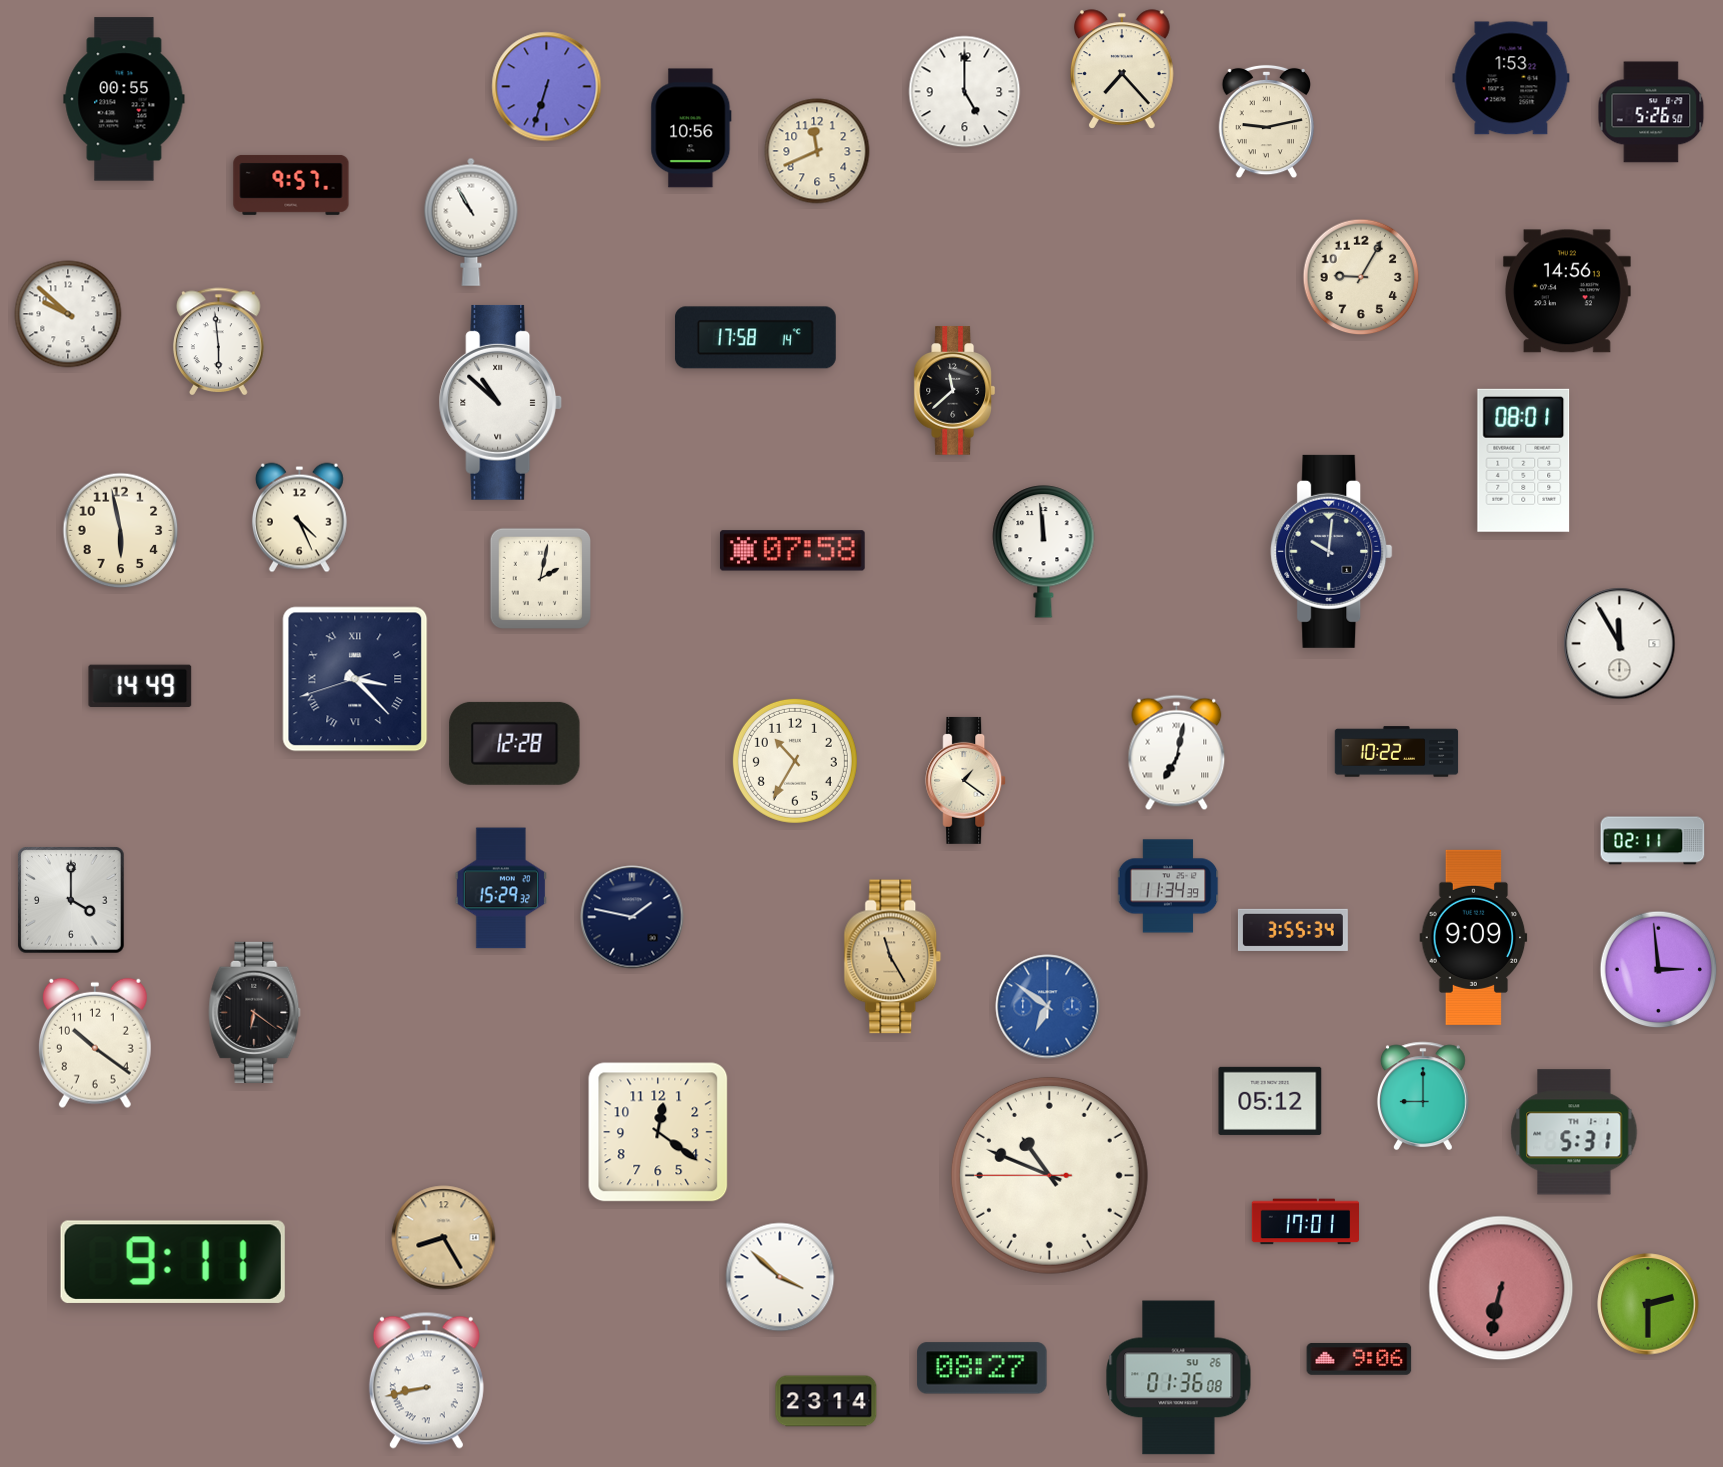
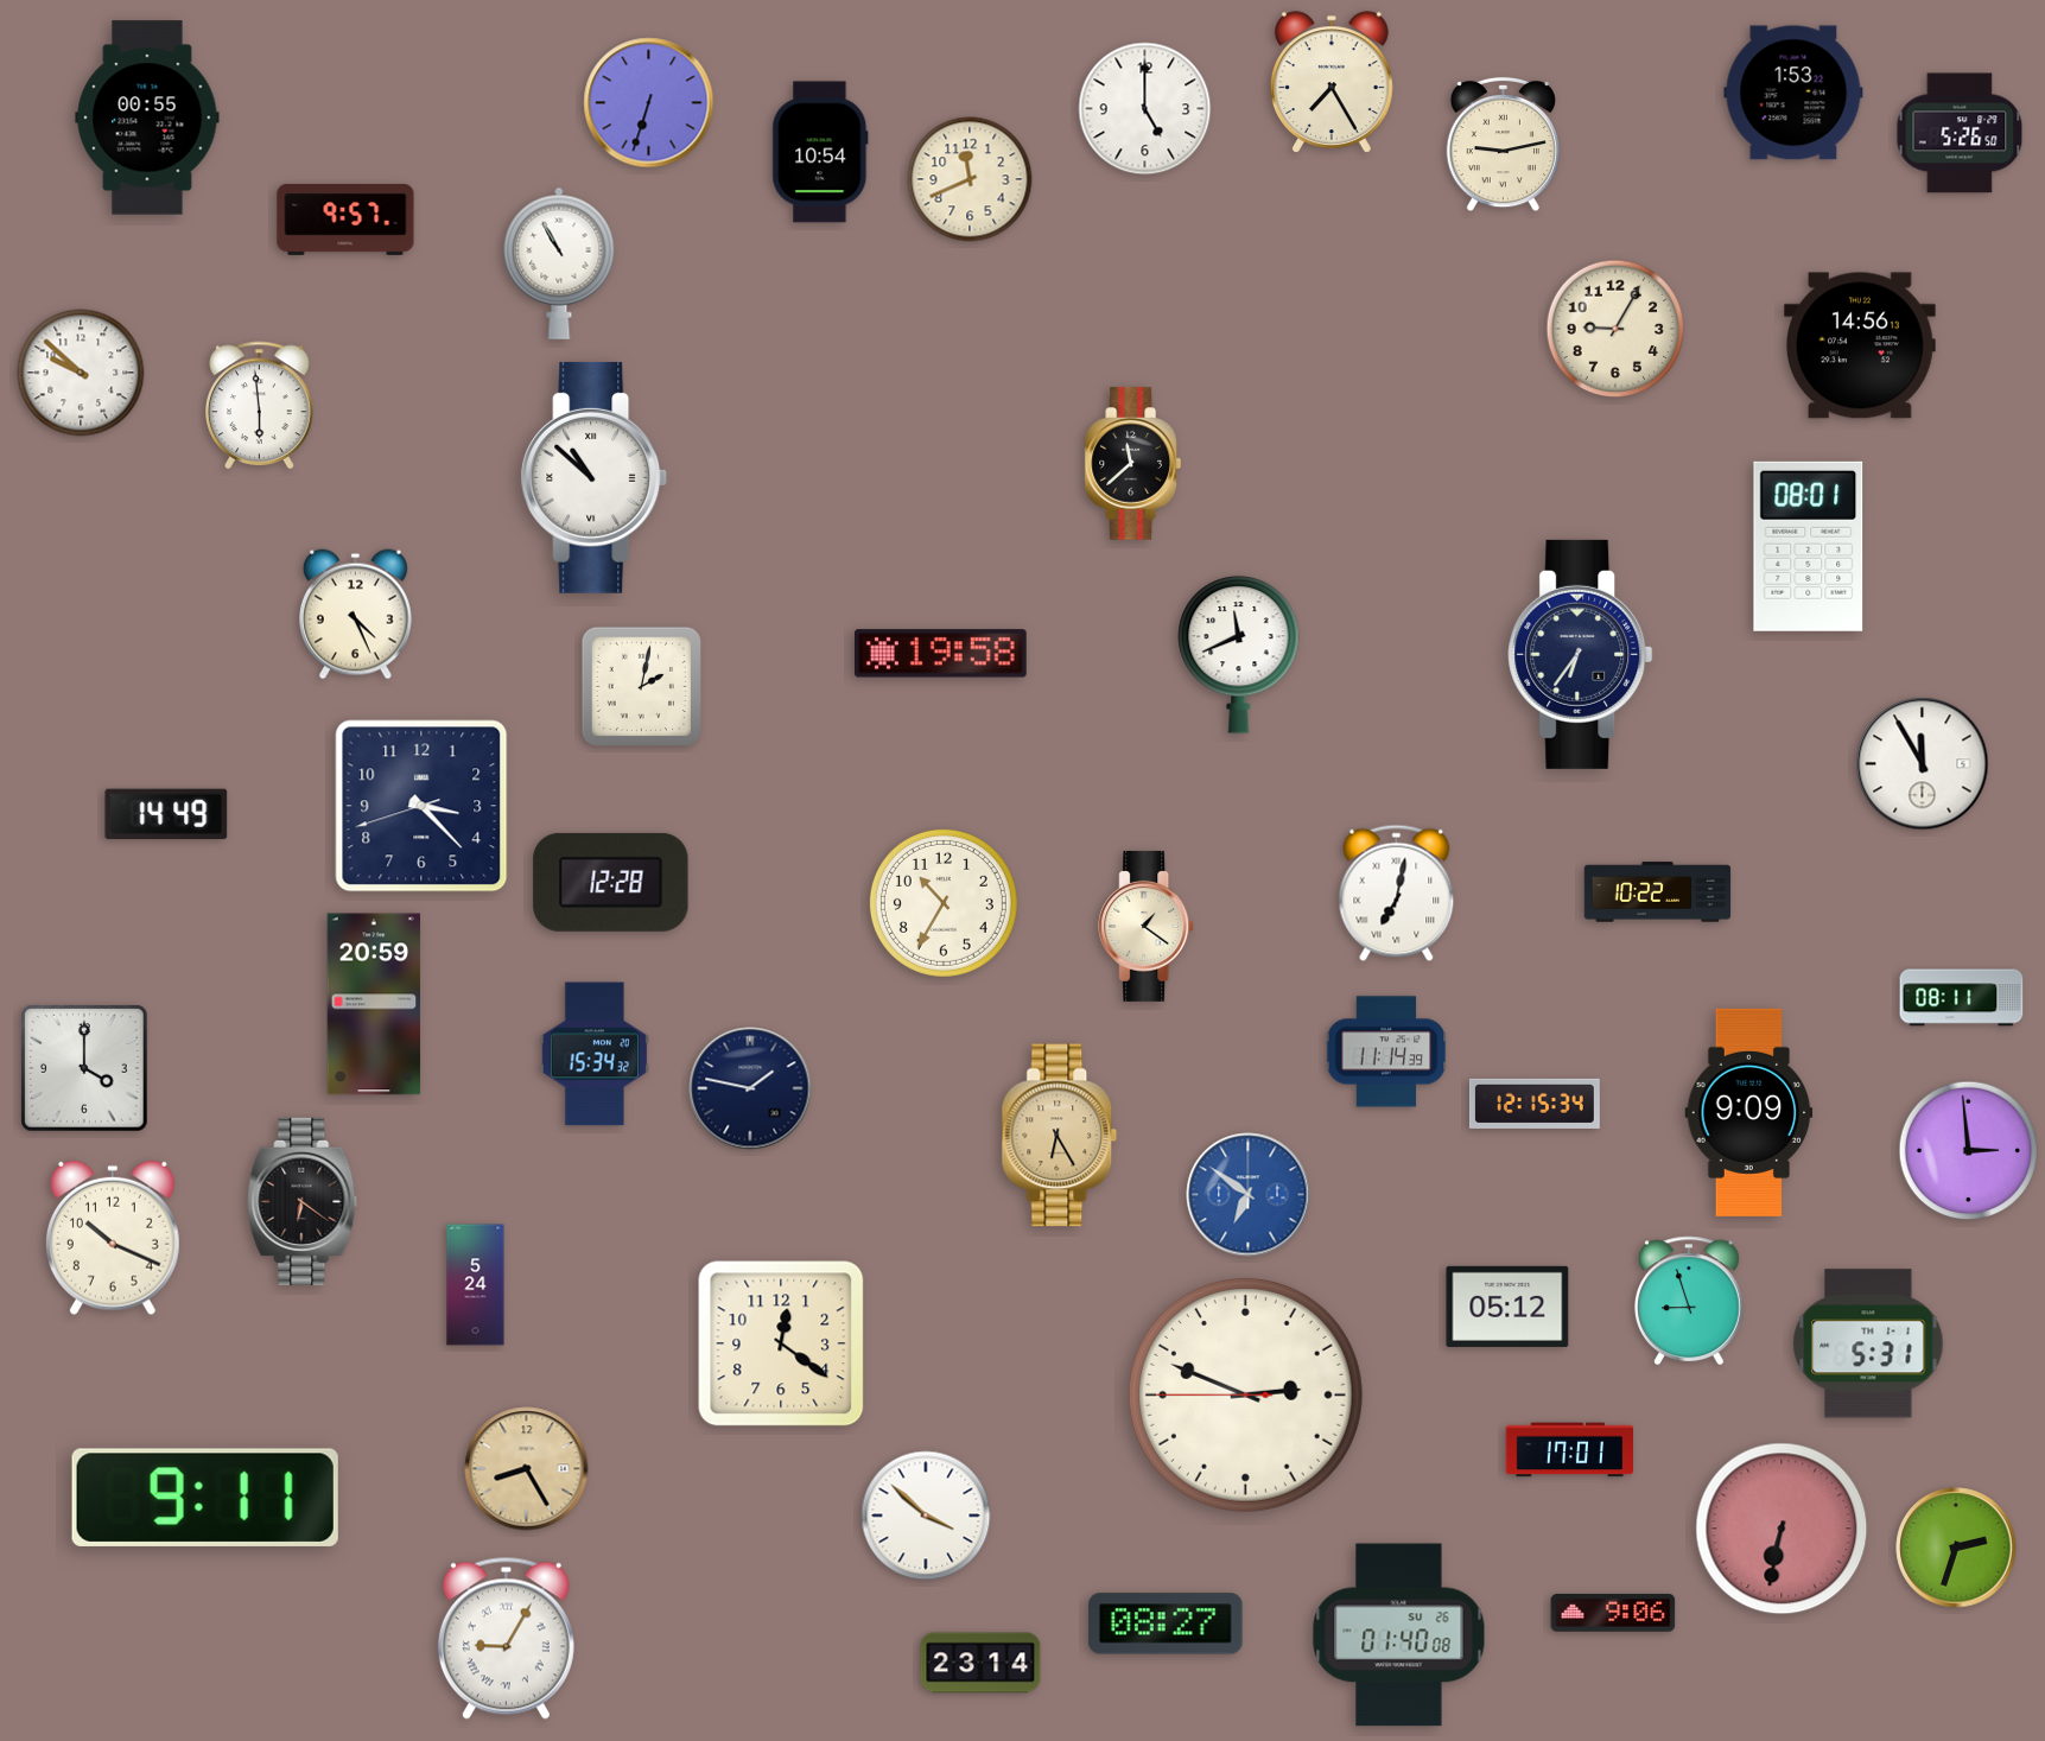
clock at (1123, 69): 7:23 -> 7:25
clock at (691, 128): 10:56 -> 10:54
clock at (755, 338): 17:58 -> none
clock at (121, 531): 5:58 -> none
clock at (792, 551): 07:58 -> 19:58
clock at (1332, 551): 10:01 -> 6:36
clock at (1044, 552): 11:59 -> 11:41
clock at (355, 679) numerals: Roman -> Arabic
clock at (1653, 841): 02:11 -> 08:11
clock at (374, 1004): none -> 20:59
clock at (1168, 886): 11:34 -> 11:14
clock at (501, 888): 15:29 -> 15:34
clock at (1293, 930): 3:55 -> 12:15
clock at (893, 957): 11:25 -> 6:25
clock at (1048, 1007) position: (1048, 1007) -> (1249, 1195)
clock at (95, 1043): 10:21 -> 10:19
clock at (476, 1285): none -> 5:24
clock at (1423, 1096): 9:00 -> 8:57
clock at (1049, 1175): 10:48 -> 2:48
clock at (1305, 1222) position: (1305, 1222) -> (1569, 1450)
clock at (1648, 1304): 2:30 -> 2:33
clock at (1179, 1378): 01:36 -> 01:40
clock at (426, 1380): 8:43 -> 9:05
